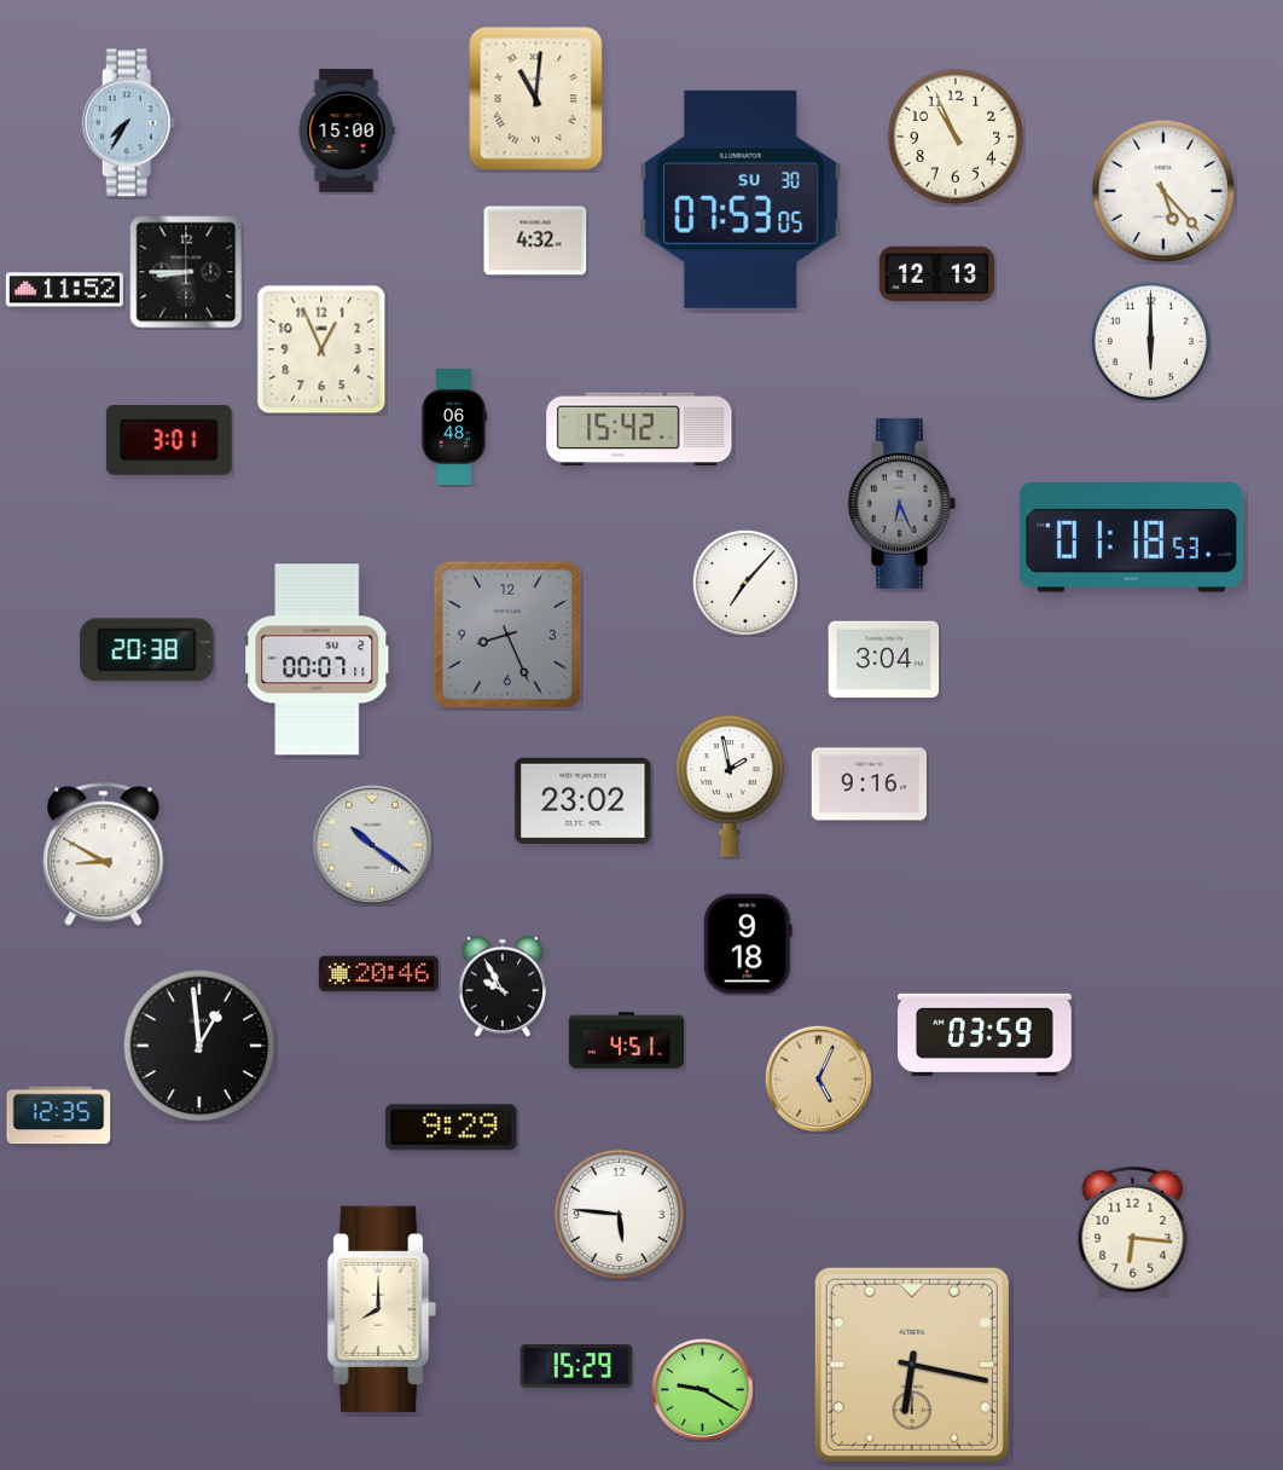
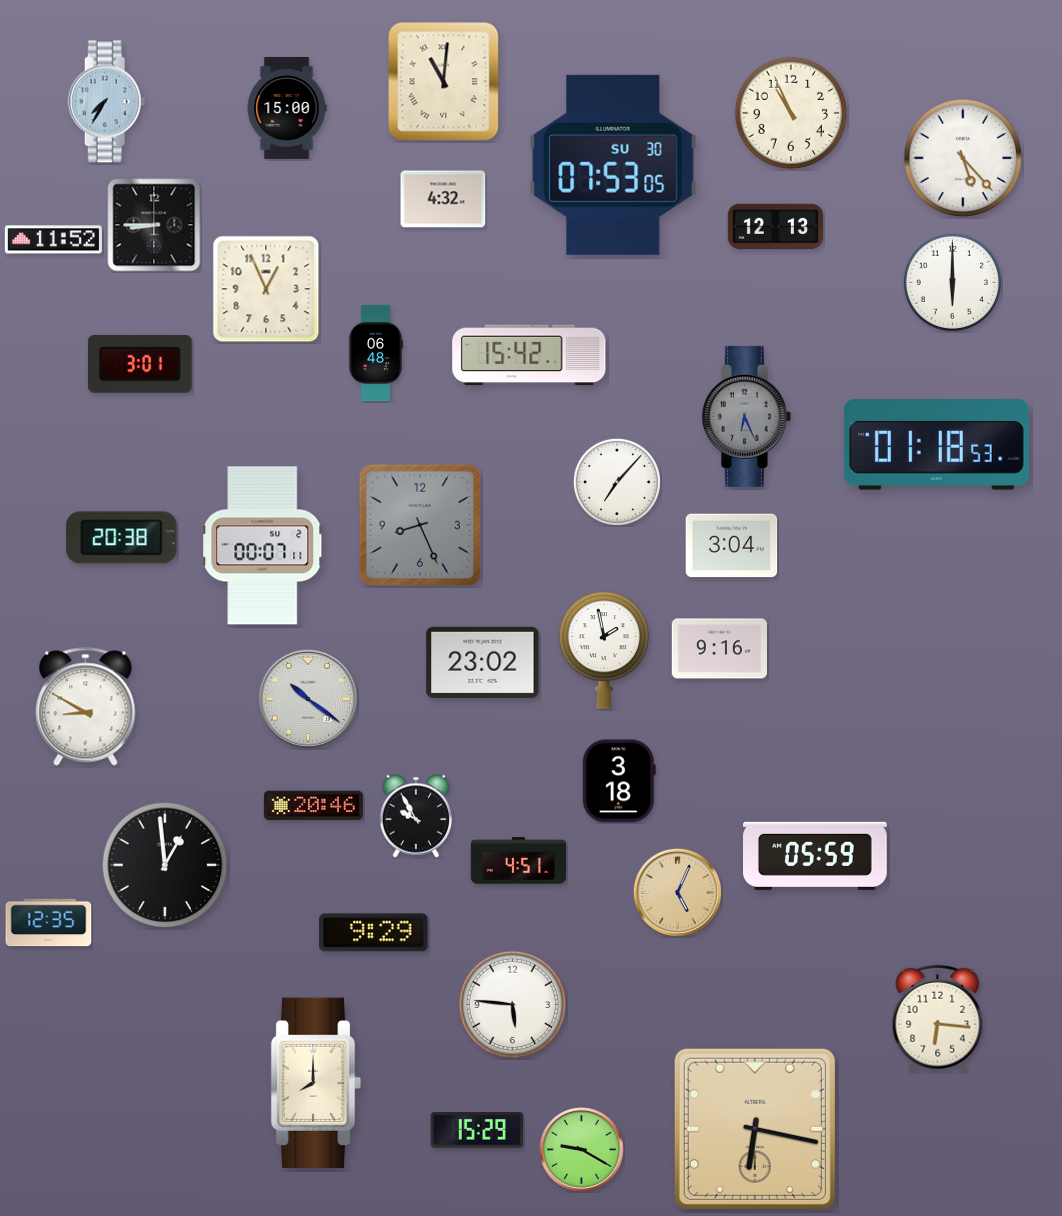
clock at (748, 944): 9:18 -> 3:18
clock at (986, 1035): 03:59 -> 05:59
